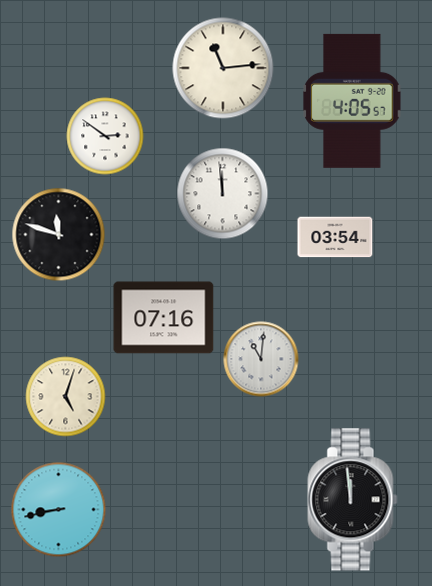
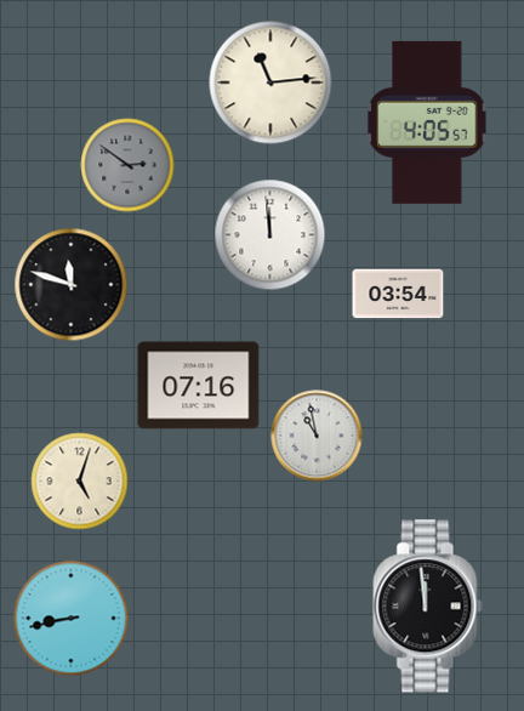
clock at (105, 136) dial: white -> grey
clock at (335, 237) position: (335, 237) -> (398, 294)
clock at (261, 359): 11:01 -> 10:58
